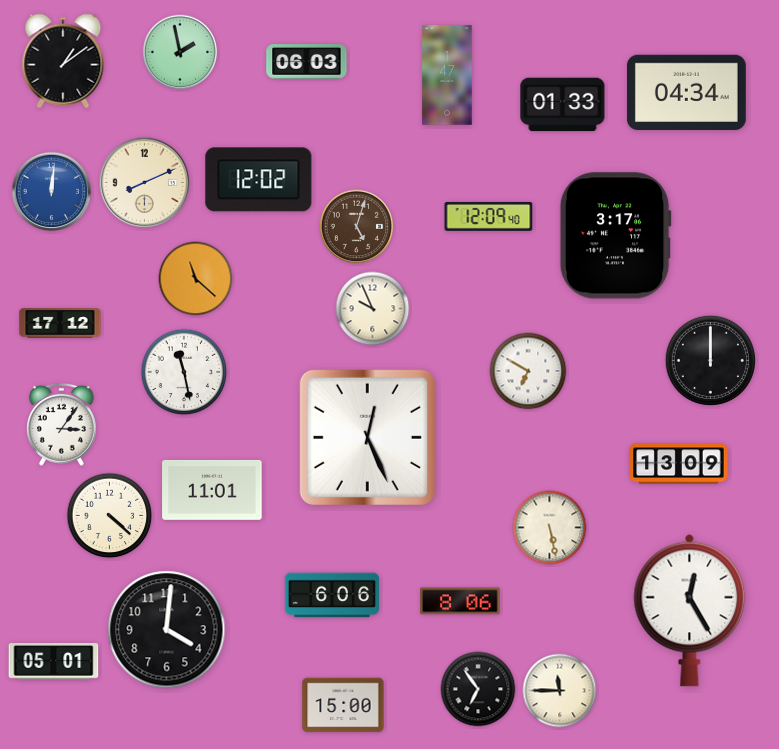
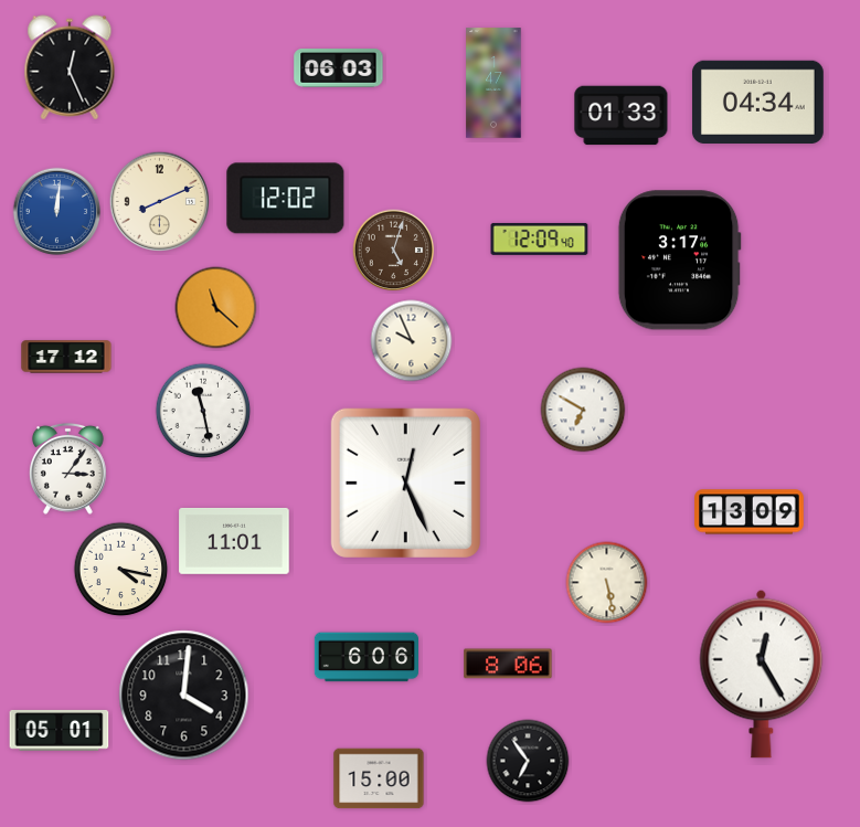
clock at (180, 52): 1:58 -> none
clock at (63, 61): 1:09 -> 12:26
clock at (710, 360): 12:00 -> none
clock at (110, 516): 4:22 -> 4:17
clock at (560, 691): 11:45 -> none
